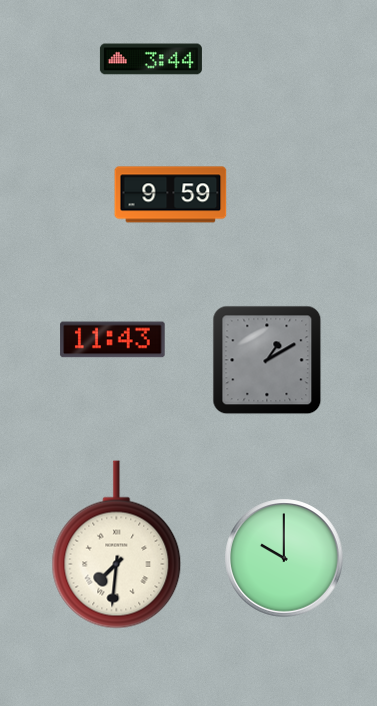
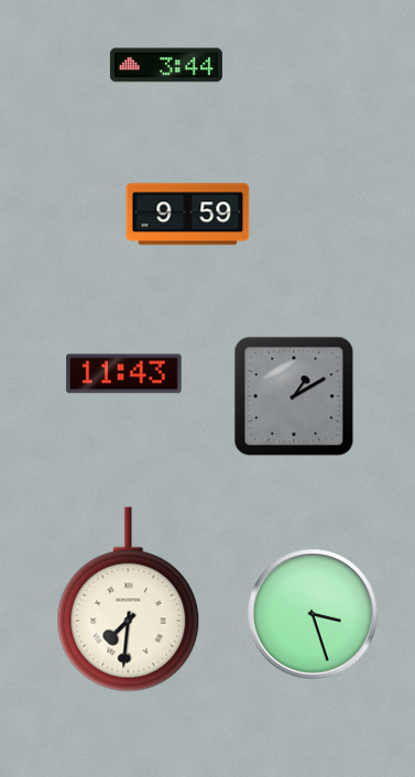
clock at (284, 558): 10:00 -> 3:27
